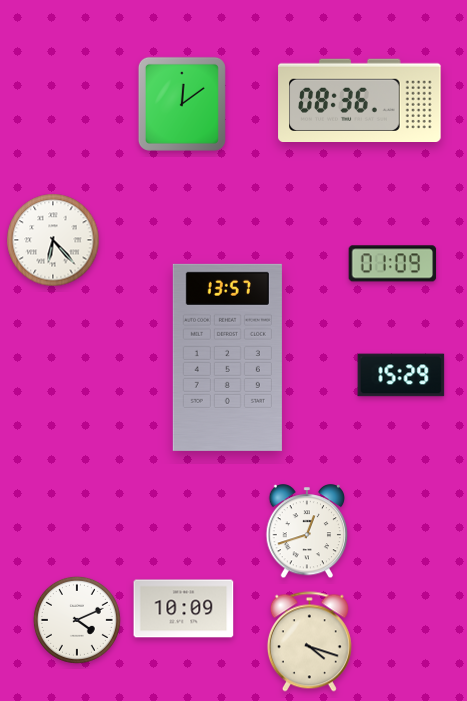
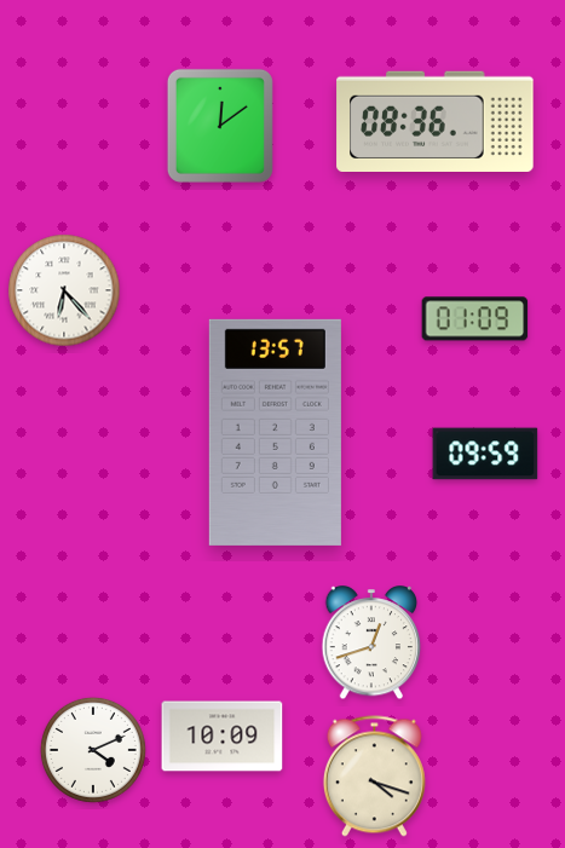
clock at (401, 375): 15:29 -> 09:59
